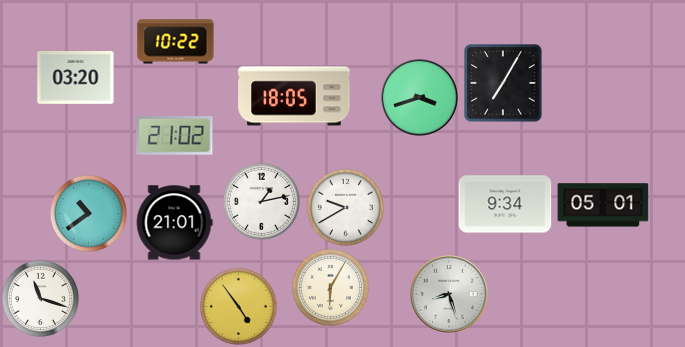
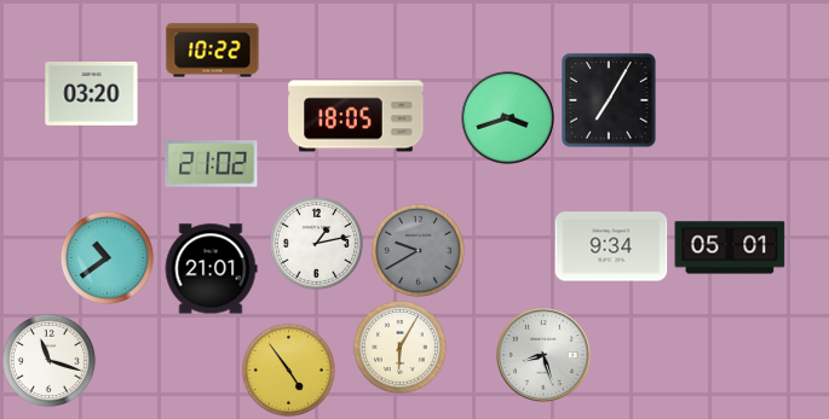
clock at (345, 207) dial: white -> grey
